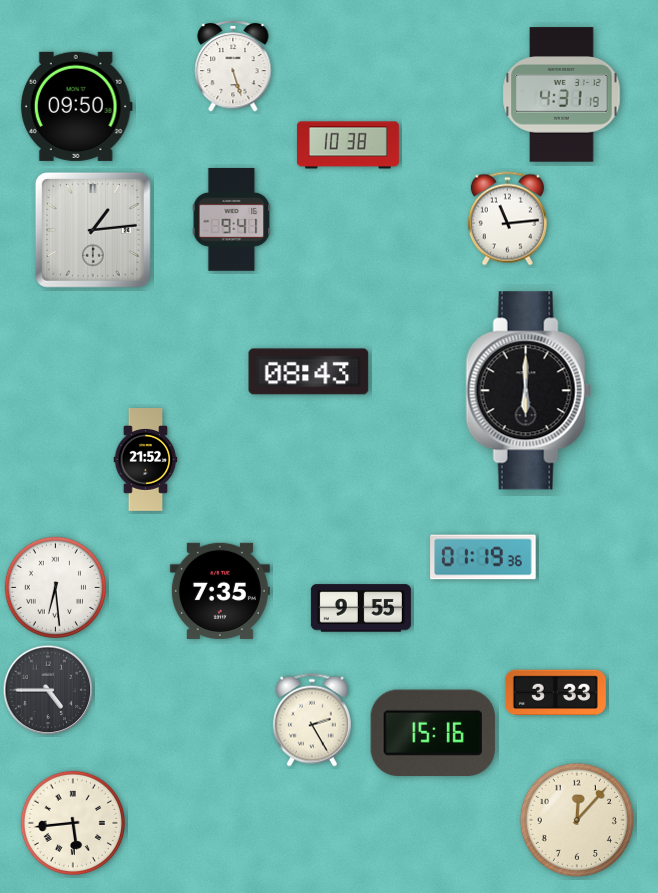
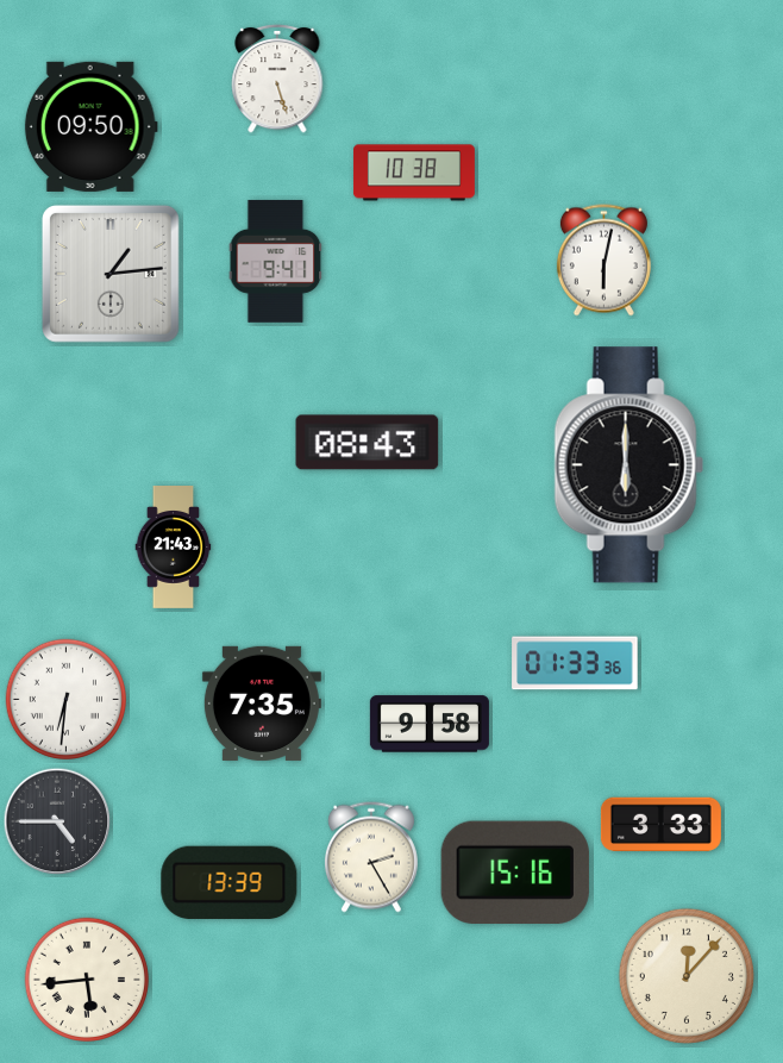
clock at (562, 95): 4:31 -> none
clock at (507, 219): 11:14 -> 6:02
clock at (146, 460): 21:52 -> 21:43
clock at (483, 557): 01:19 -> 01:33
clock at (55, 587): 6:29 -> 6:31
clock at (361, 608): 9:55 -> 9:58
clock at (230, 882): none -> 13:39
